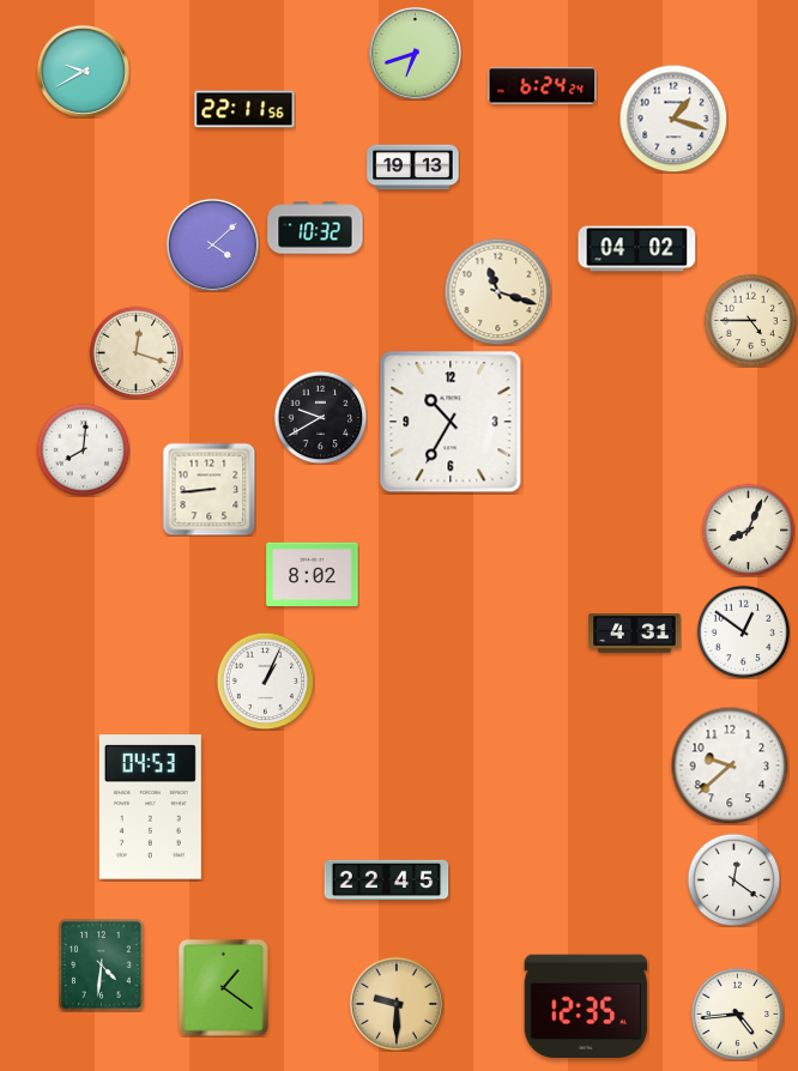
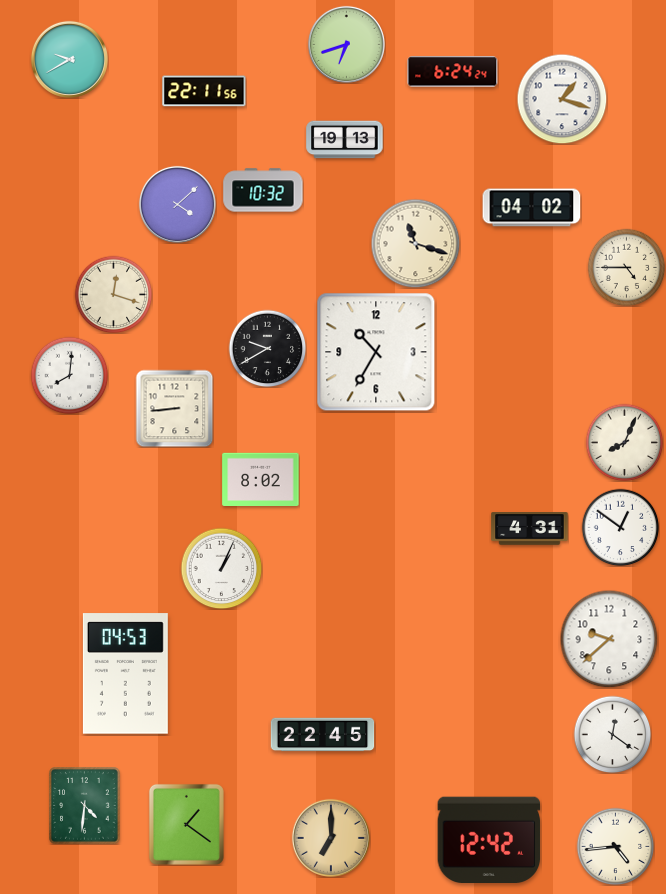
clock at (397, 1004): 9:30 -> 7:00
clock at (586, 1005): 12:35 -> 12:42
